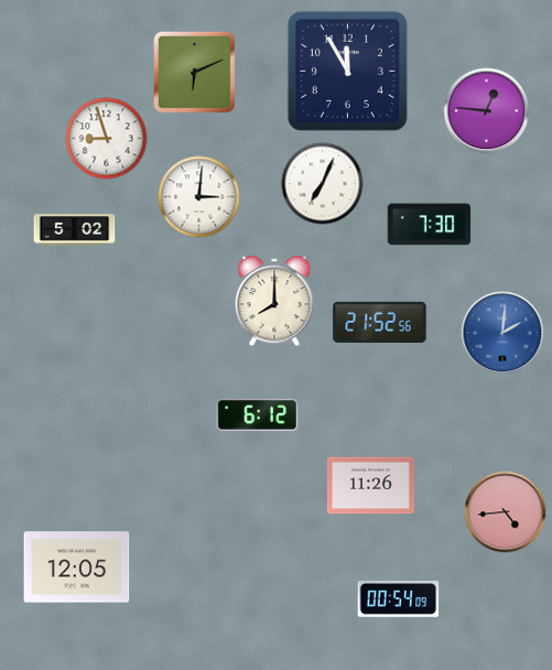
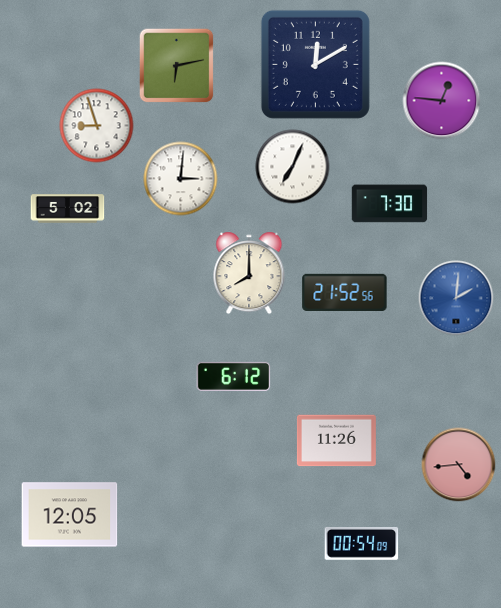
clock at (347, 71): 11:55 -> 12:10
clock at (195, 73): 6:11 -> 6:13
clock at (502, 333) position: (502, 333) -> (456, 298)
